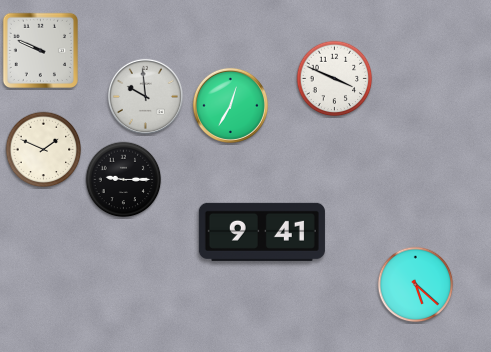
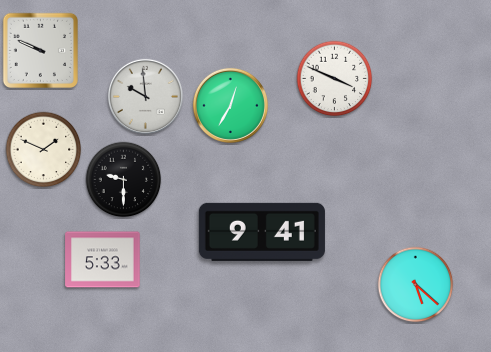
clock at (124, 180): 9:15 -> 9:30
clock at (103, 260): none -> 5:33
